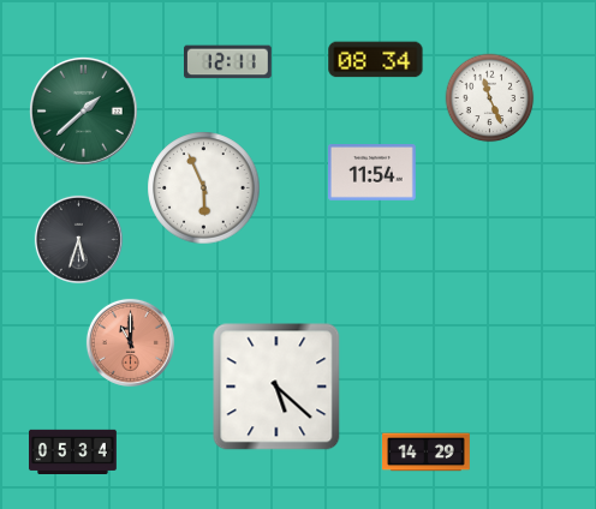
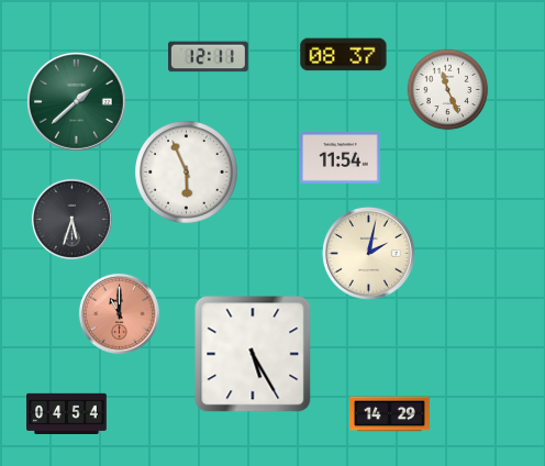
clock at (376, 60): 08:34 -> 08:37
clock at (368, 253): none -> 2:02
clock at (276, 387): 5:22 -> 5:25
clock at (73, 451): 05:34 -> 04:54
